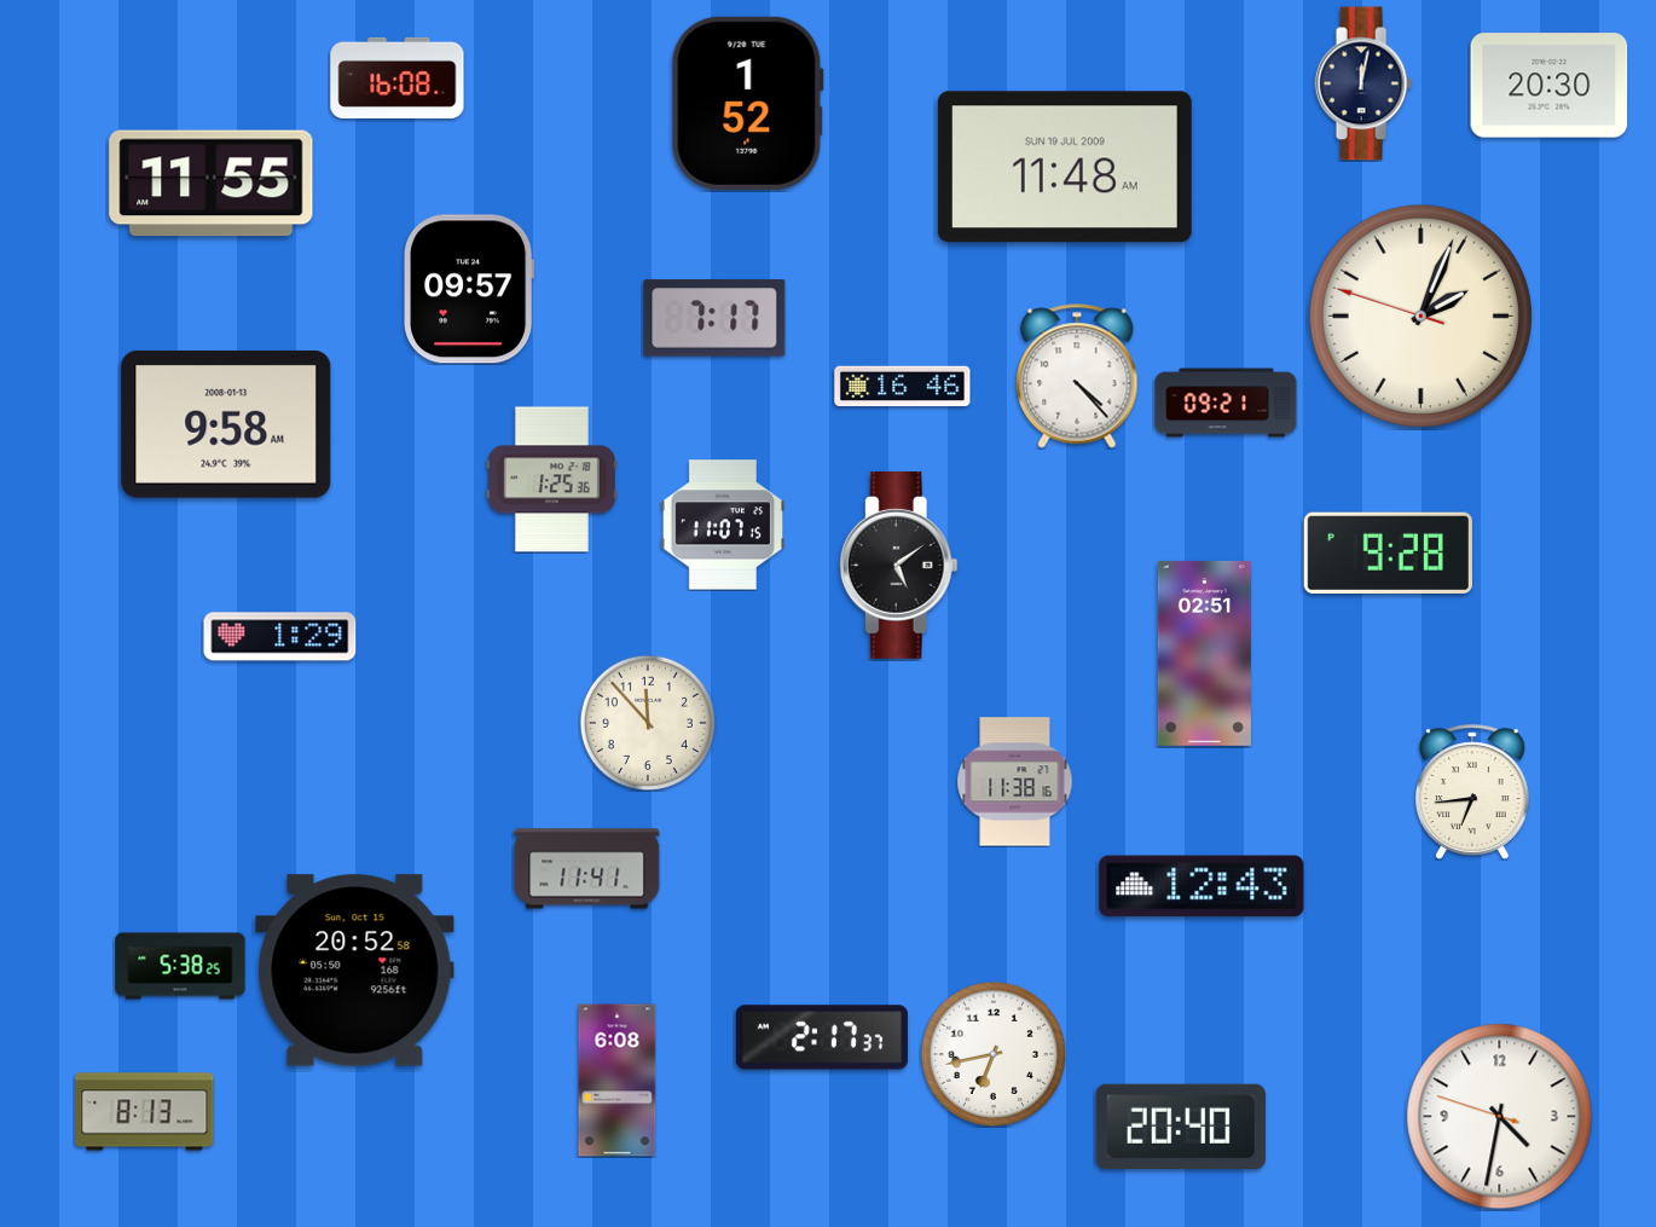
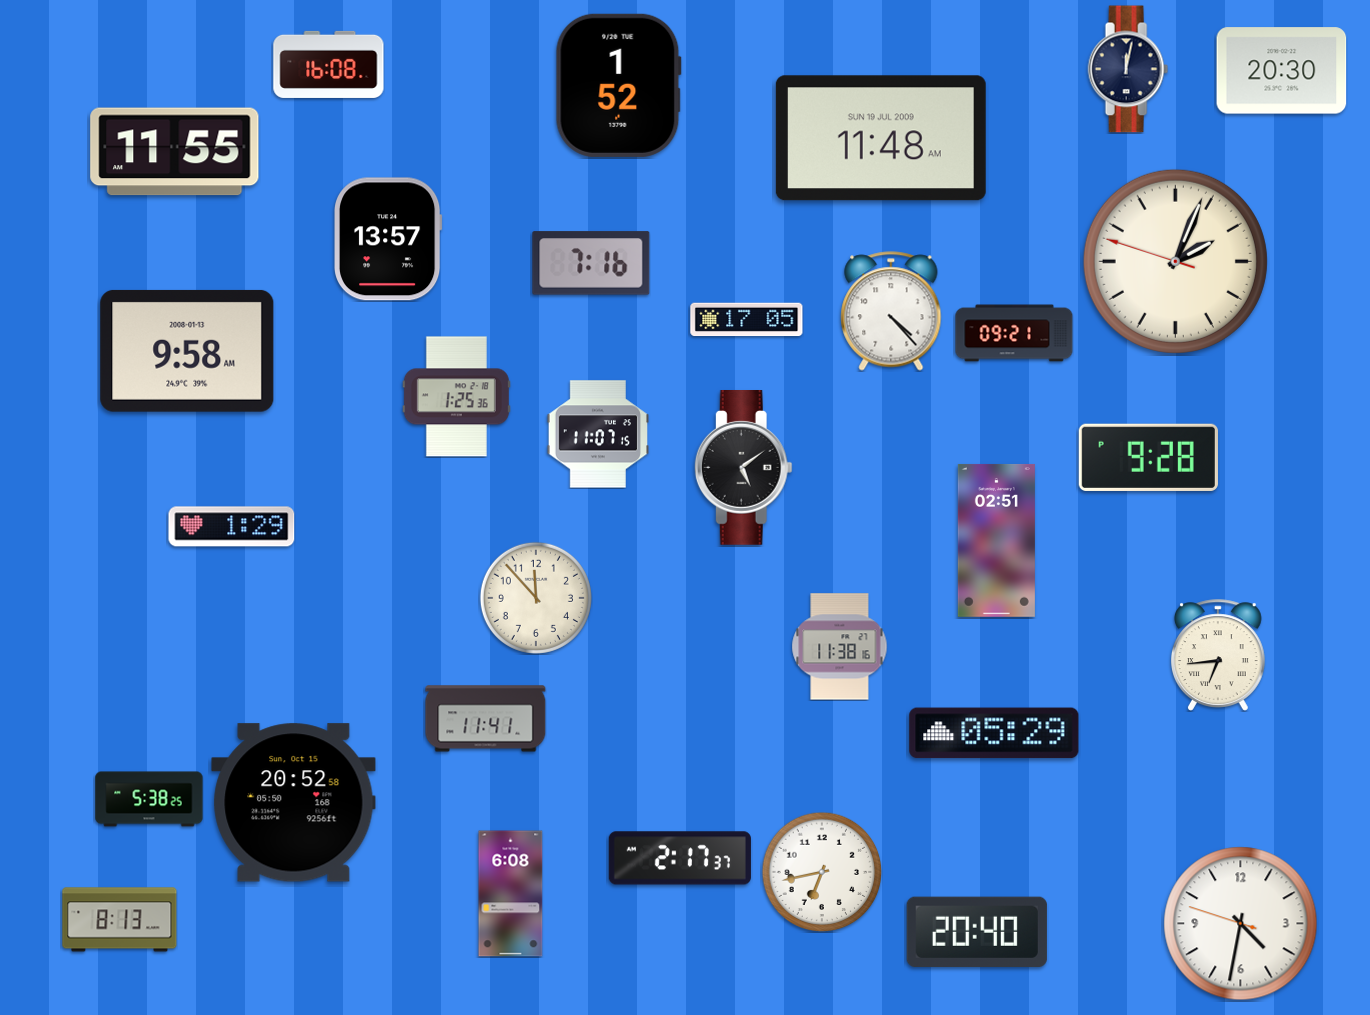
clock at (470, 289): 09:57 -> 13:57
clock at (714, 318): 7:17 -> 7:16
clock at (903, 387): 16:46 -> 17:05
clock at (1202, 886): 12:43 -> 05:29
